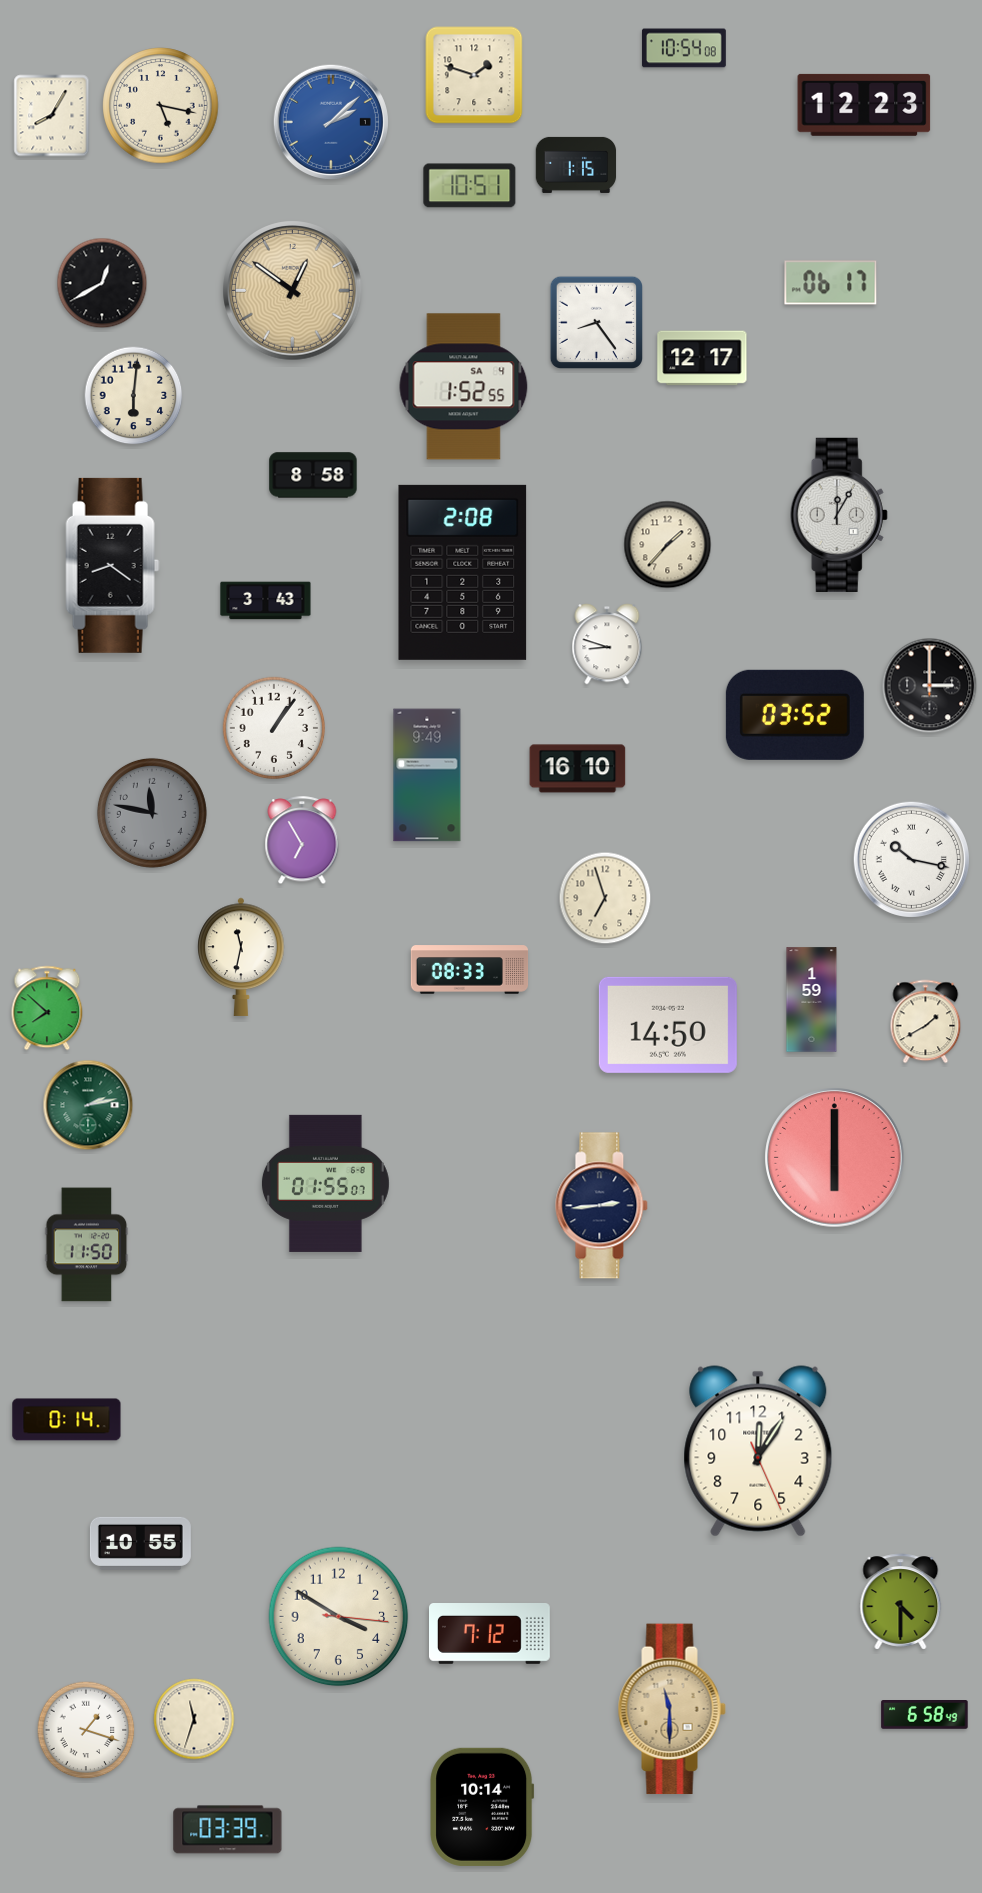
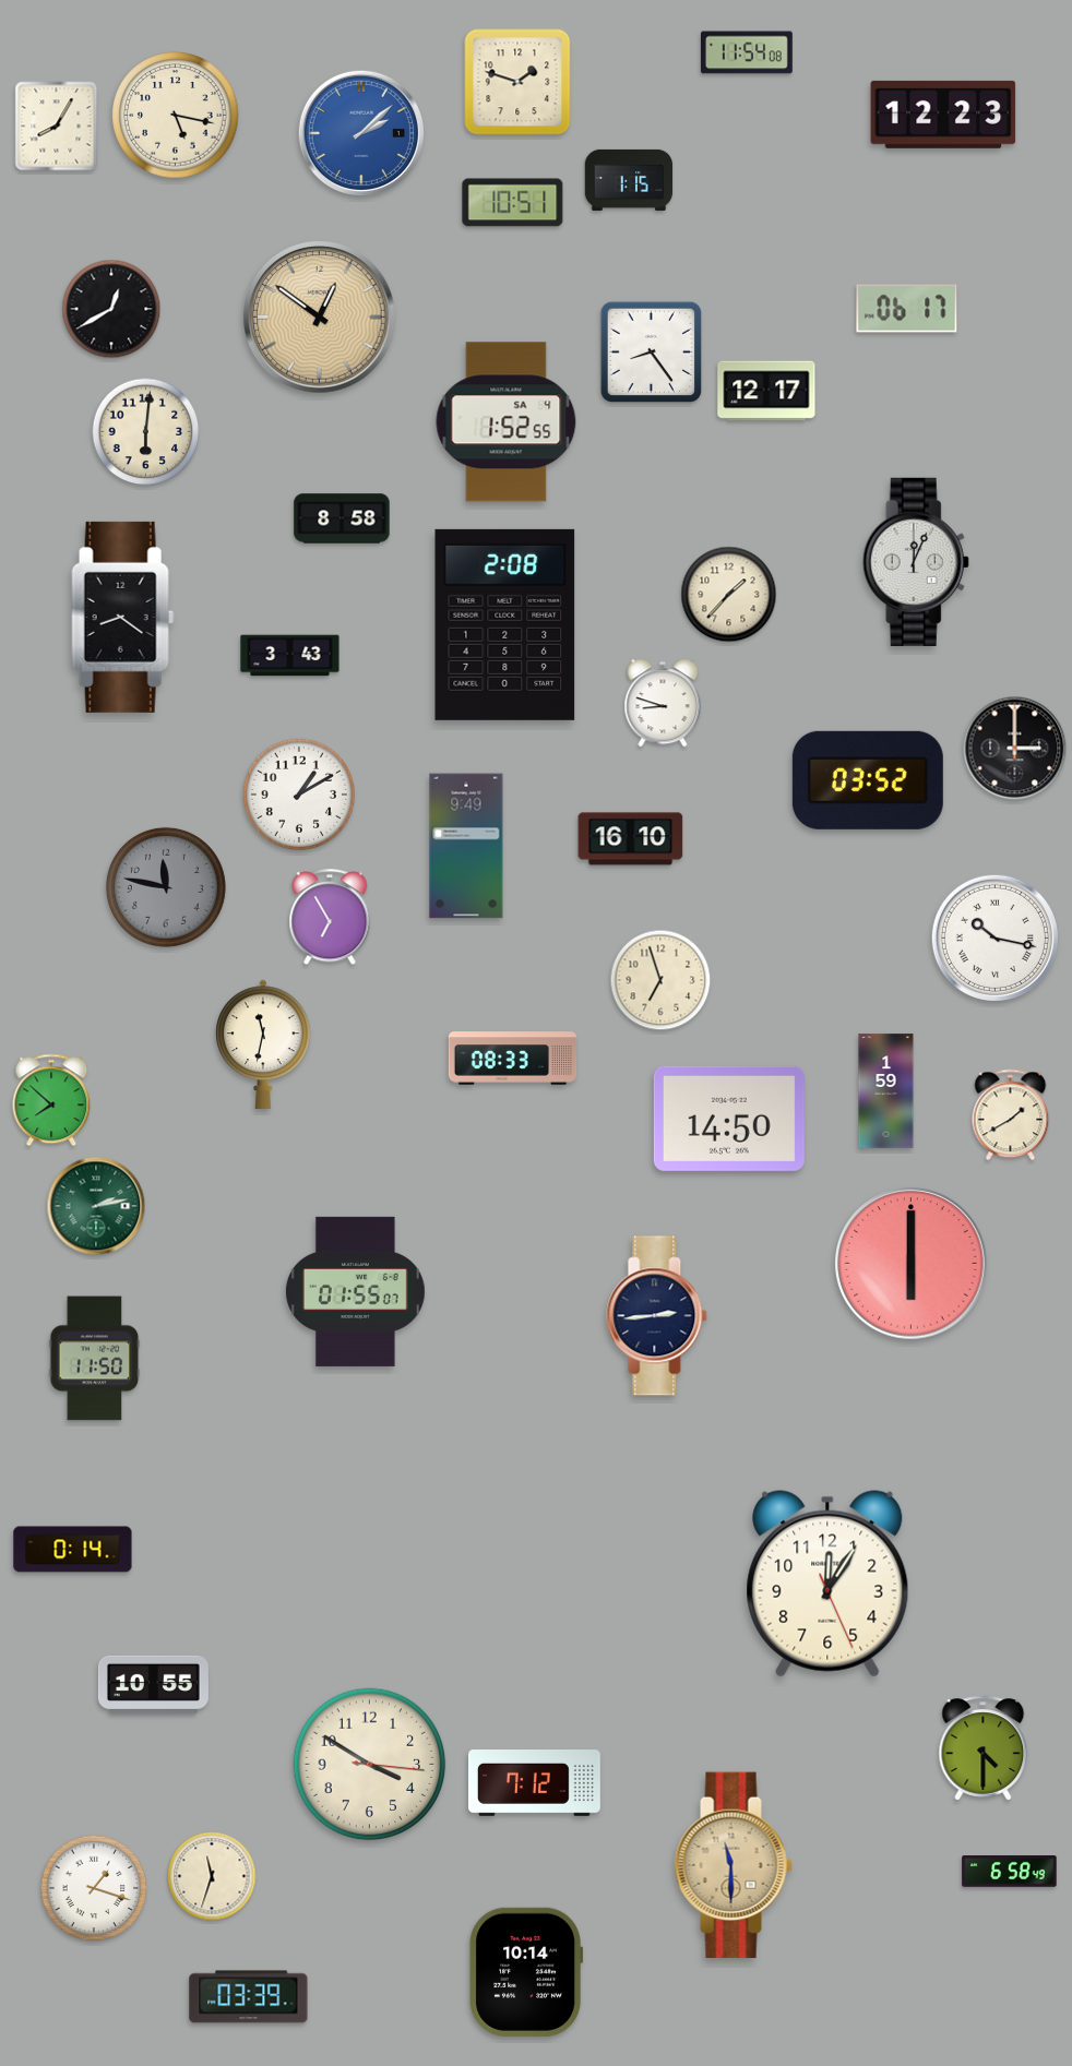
clock at (684, 48): 10:54 -> 11:54
clock at (839, 515): 12:05 -> 12:04
clock at (273, 727): 1:06 -> 1:10
